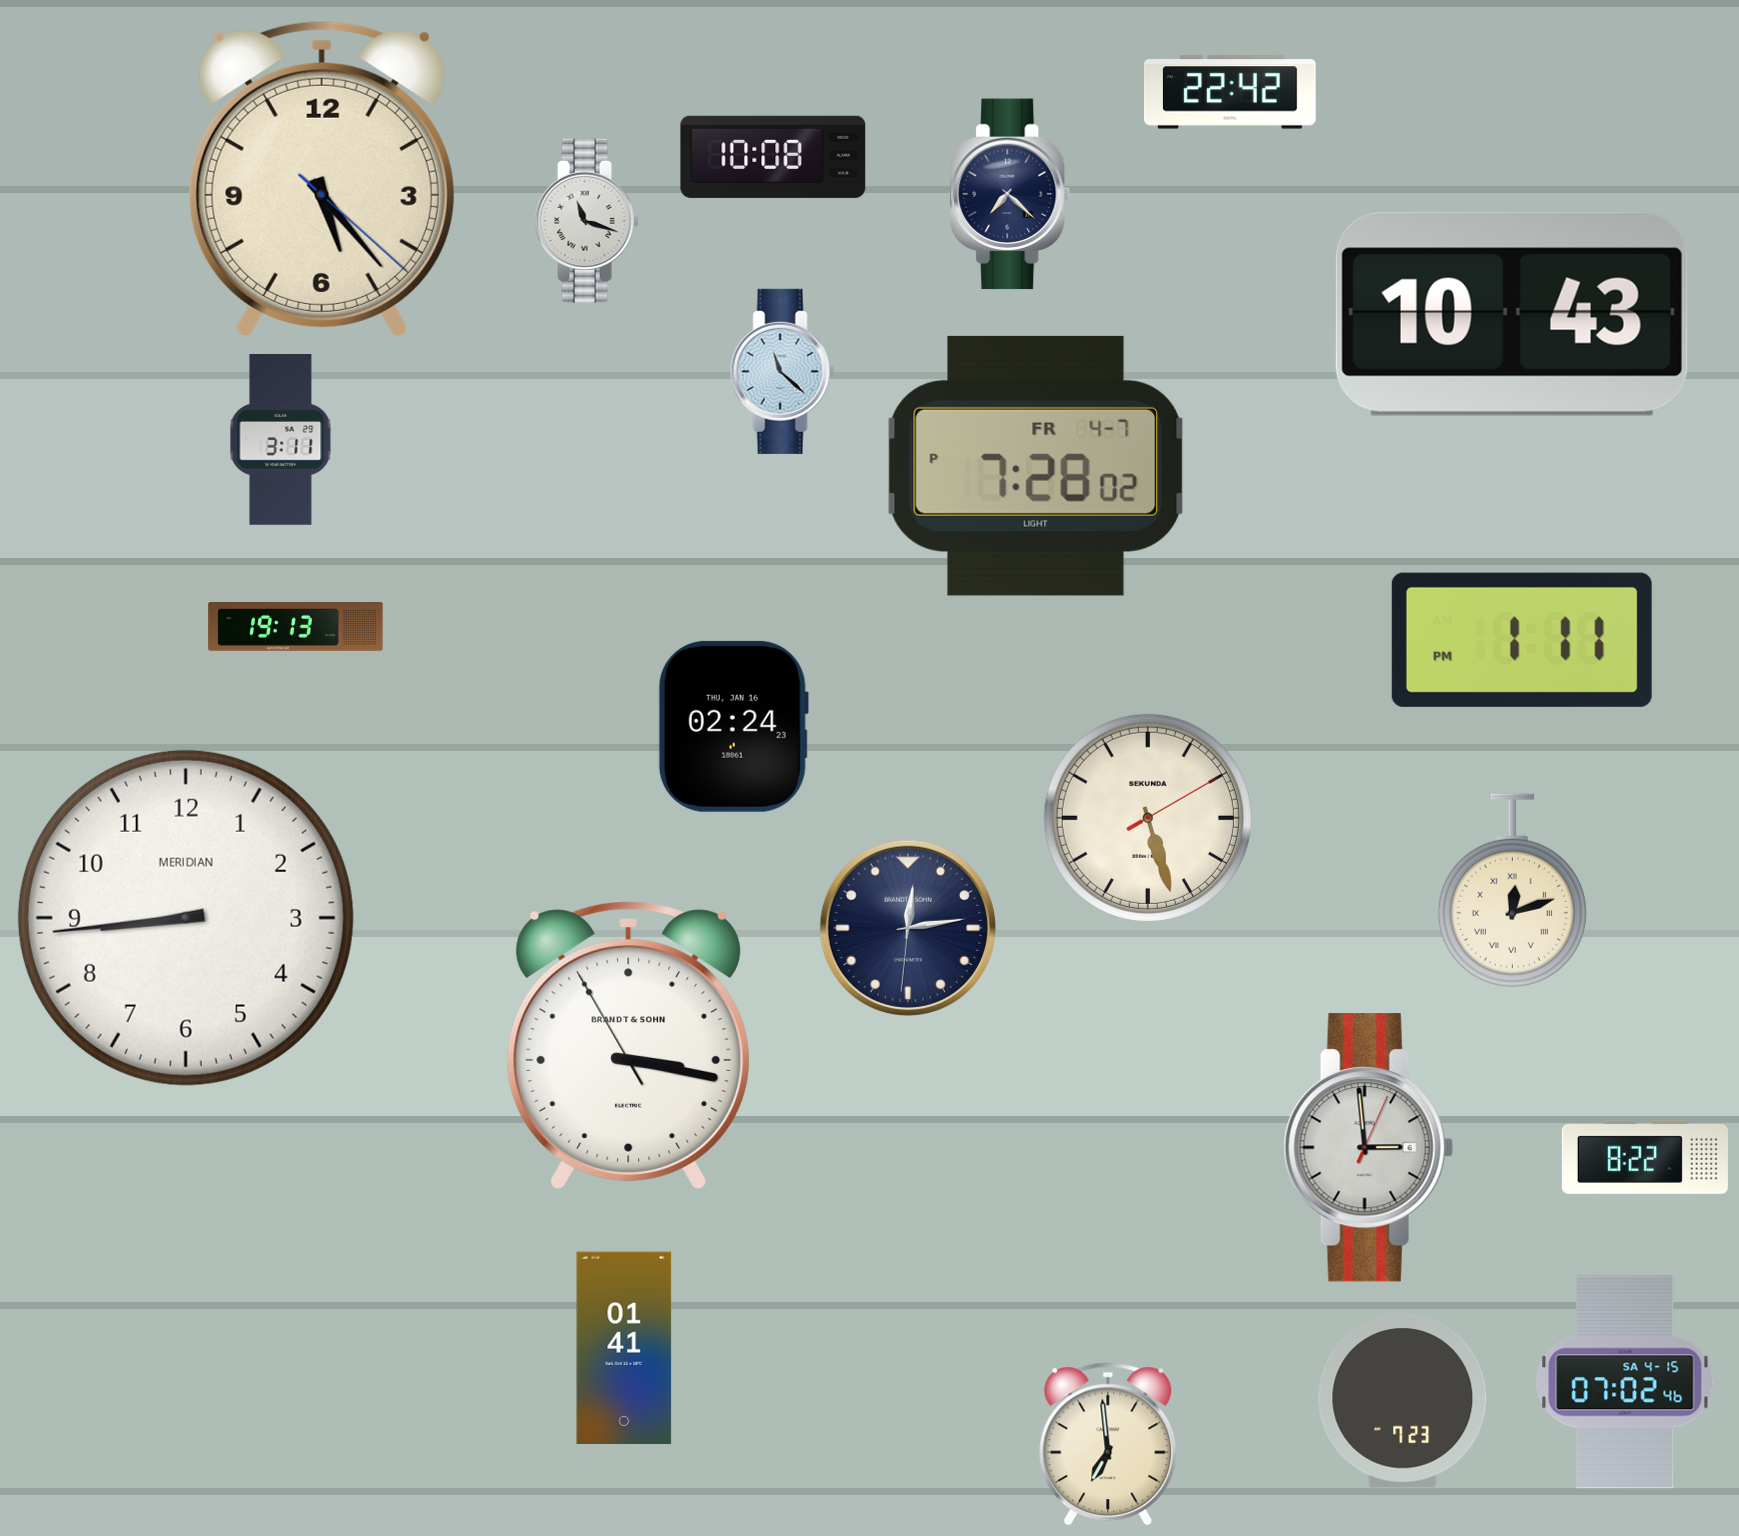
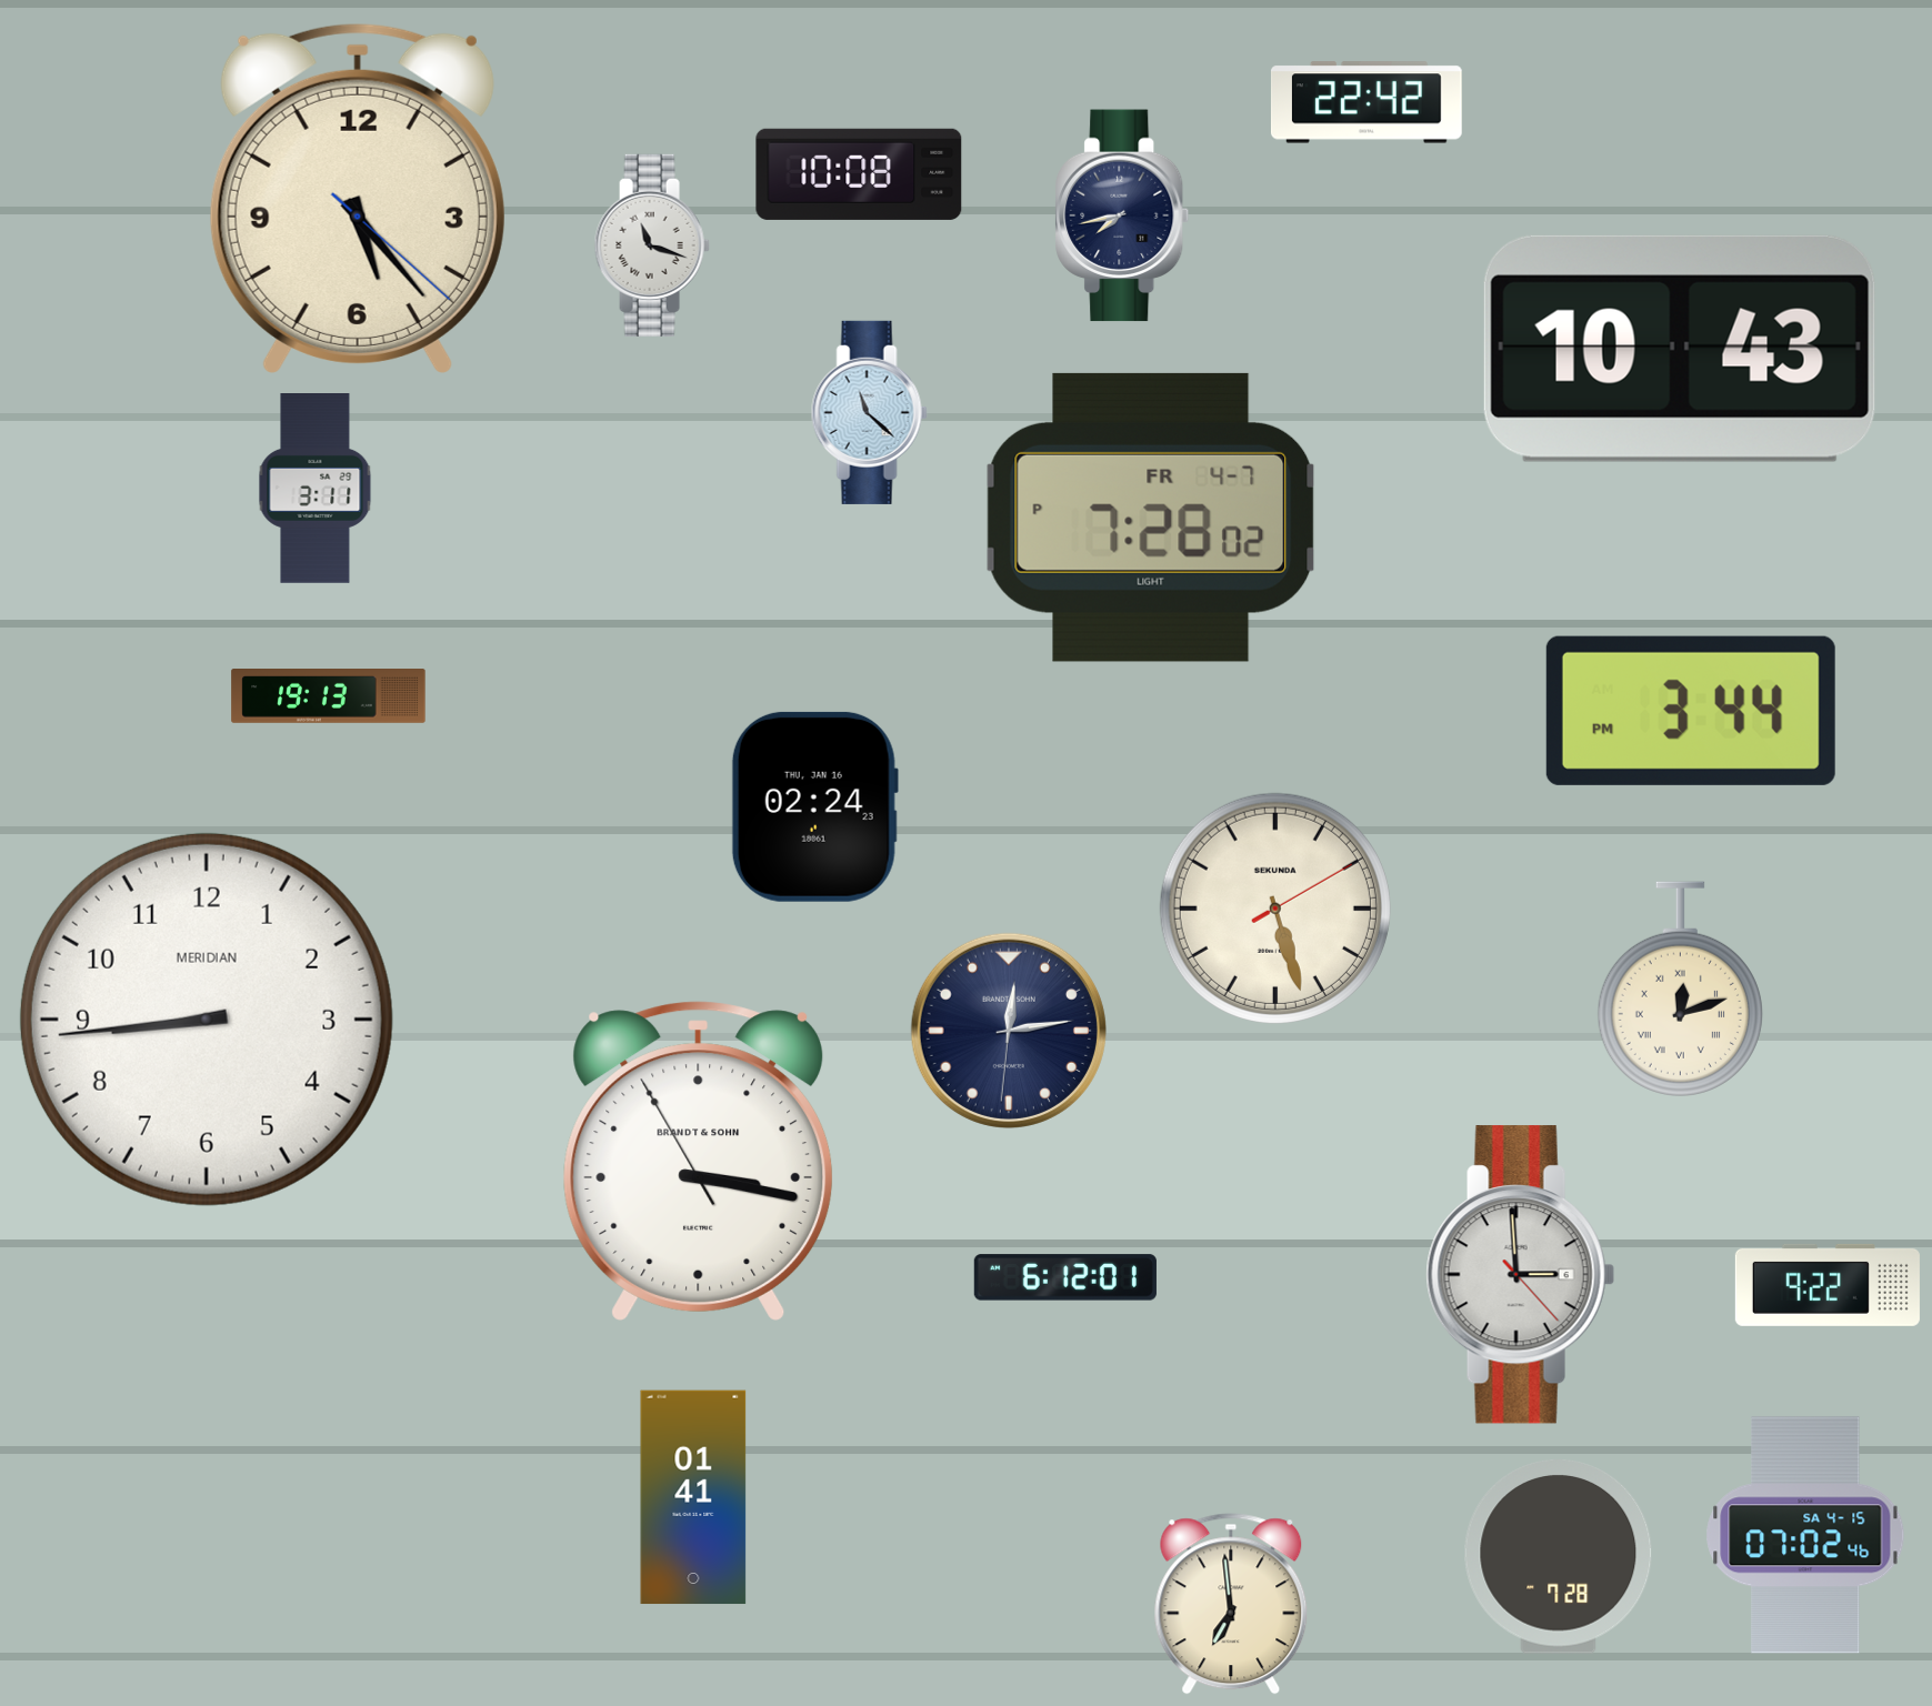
clock at (1010, 194): 7:22 -> 7:43
clock at (281, 440) position: (281, 440) -> (316, 489)
clock at (1522, 640): 1:11 -> 3:44
clock at (1368, 1148): 2:59:04 -> 2:59:23
clock at (1065, 1277): none -> 6:12
clock at (1645, 1157): 8:22 -> 9:22
clock at (1403, 1402): 7:23 -> 7:28
